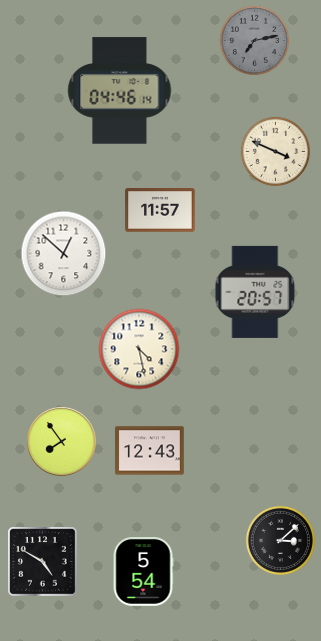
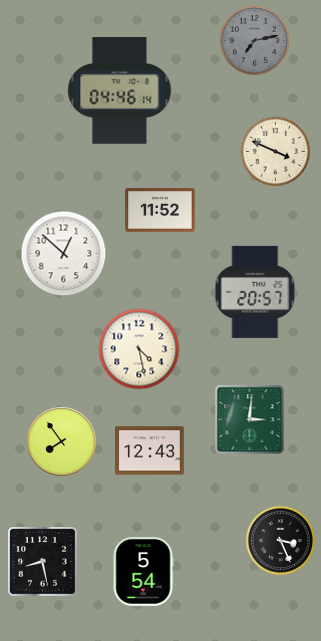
clock at (160, 210): 11:57 -> 11:52
clock at (250, 420): none -> 3:01
clock at (280, 540): 3:08 -> 3:26
clock at (43, 562): 4:50 -> 8:28
